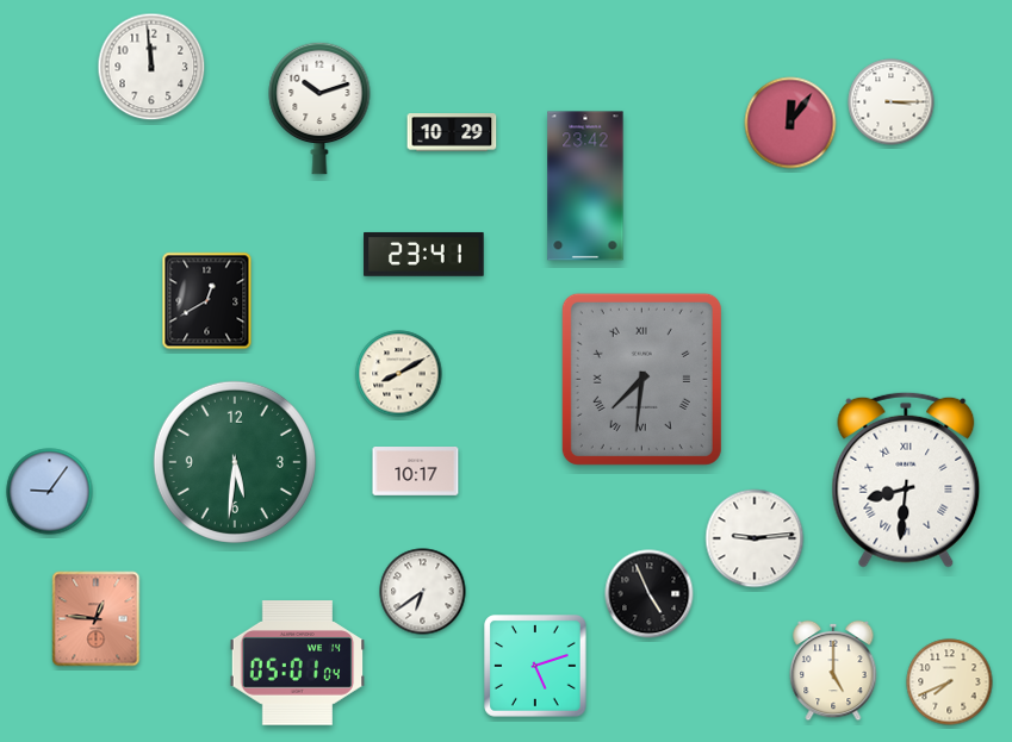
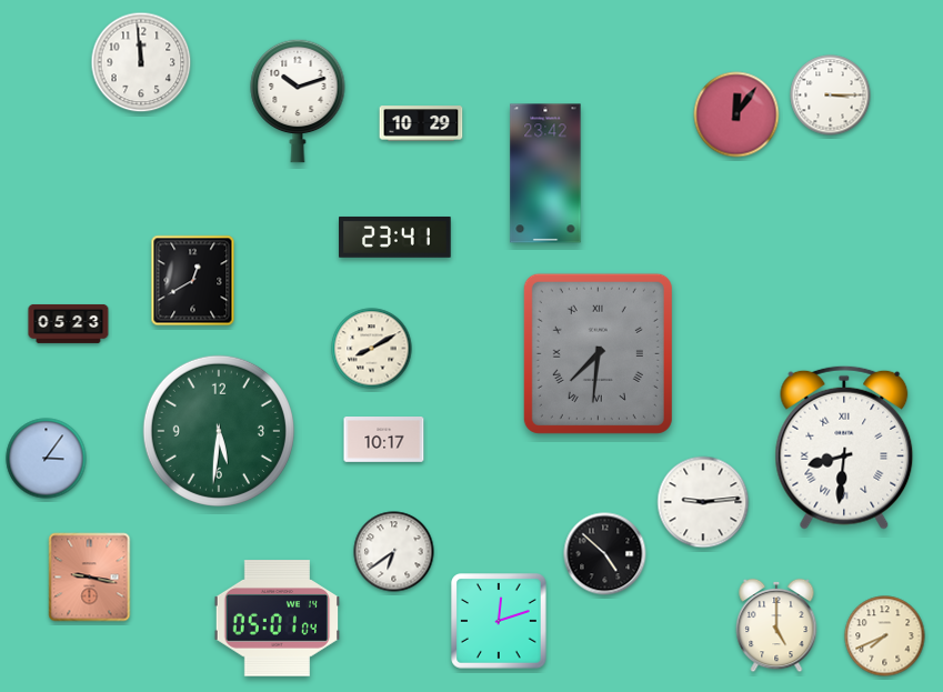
clock at (69, 323): none -> 05:23
clock at (416, 472) position: (416, 472) -> (384, 440)
clock at (50, 492): 9:06 -> 3:06
clock at (650, 594): 4:56 -> 4:52
clock at (97, 619): 12:46 -> 9:17
clock at (536, 667): 5:12 -> 12:12
